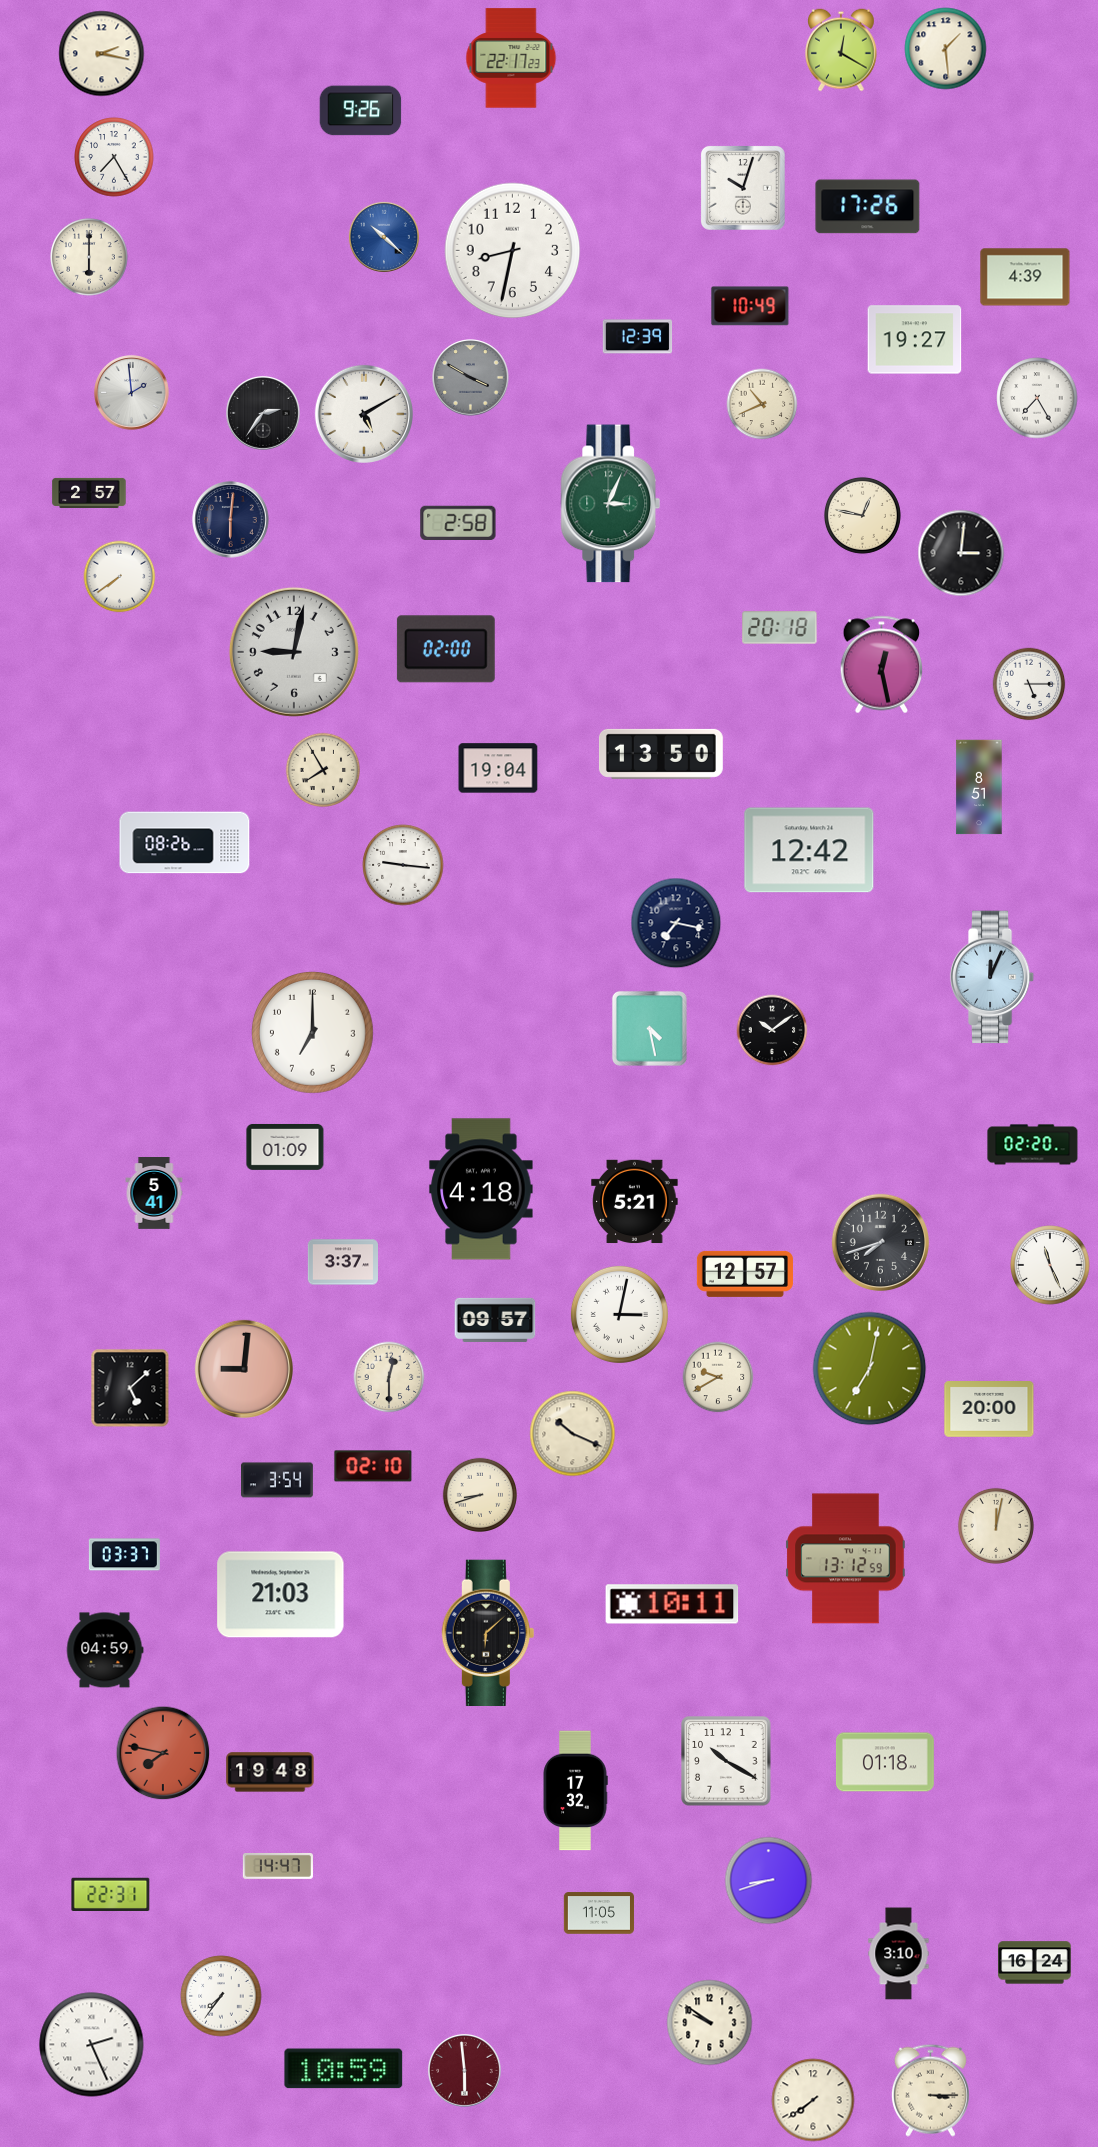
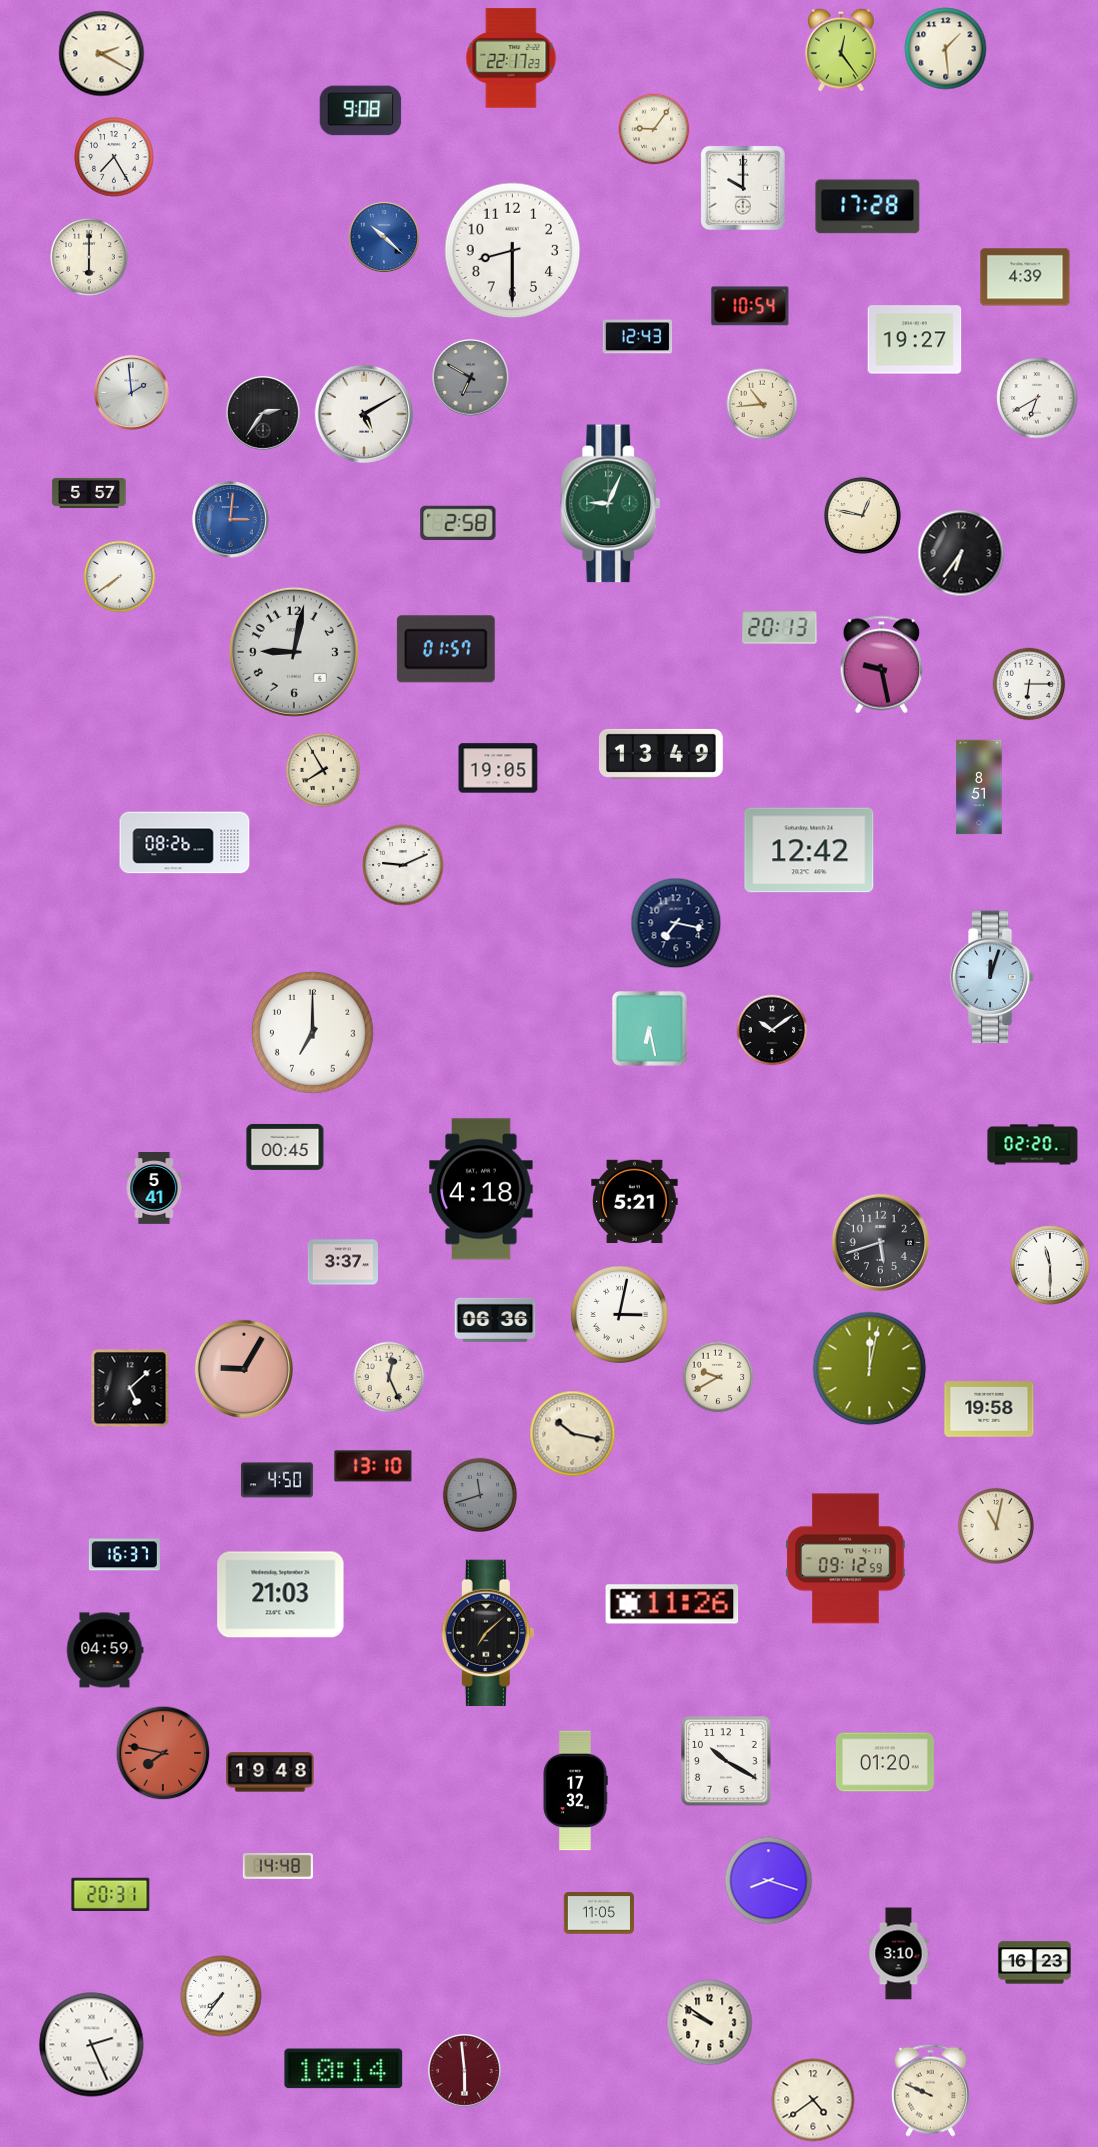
clock at (842, 50): 12:20 -> 12:24
clock at (102, 54): 2:17 -> 2:20
clock at (361, 111): 9:26 -> 9:08
clock at (654, 129): none -> 9:06
clock at (744, 189): 10:03 -> 10:00
clock at (868, 207): 17:26 -> 17:28
clock at (513, 251): 8:32 -> 8:30
clock at (750, 306): 10:49 -> 10:54
clock at (638, 337): 12:39 -> 12:43
clock at (471, 378): 3:50 -> 6:50
clock at (1037, 398): 7:25 -> 6:40
clock at (762, 404): 10:41 -> 10:44
clock at (89, 493): 2:57 -> 5:57
clock at (611, 504): 3:04 -> 9:04
clock at (231, 520): 6:01 -> 3:01
clock at (231, 520) dial: navy -> blue
clock at (961, 553): 3:01 -> 6:36
clock at (780, 628): 20:18 -> 20:13
clock at (446, 649): 02:00 -> 01:57
clock at (882, 665): 12:28 -> 9:28
clock at (1029, 684): 5:15 -> 6:15
clock at (661, 754): 13:50 -> 13:49
clock at (498, 768): 19:04 -> 19:05
clock at (403, 865): 9:16 -> 9:11
clock at (992, 977): 12:04 -> 12:03
clock at (649, 1028): 4:28 -> 6:28
clock at (285, 1147): 01:09 -> 00:45
clock at (154, 1194) position: (154, 1194) -> (154, 1189)
clock at (880, 1242): 7:42 -> 5:42
clock at (1050, 1265): 11:26 -> 11:30
clock at (745, 1274): 12:57 -> none
clock at (495, 1320): 09:57 -> 06:36
clock at (244, 1369): 9:01 -> 9:05
clock at (870, 1369): 7:02 -> 12:02
clock at (389, 1377): 12:30 -> 12:26
clock at (989, 1410): 20:00 -> 19:58
clock at (573, 1434): 10:19 -> 10:17
clock at (373, 1466): 02:10 -> 13:10
clock at (278, 1480): 3:54 -> 4:50
clock at (479, 1494): 8:42 -> 11:42
clock at (479, 1494) dial: cream -> grey
clock at (996, 1526): 12:02 -> 11:02
clock at (124, 1555): 03:37 -> 16:37
clock at (846, 1559): 13:12 -> 09:12
clock at (672, 1604): 10:11 -> 11:26
clock at (488, 1632): 6:08 -> 7:08
clock at (885, 1762): 01:18 -> 01:20
clock at (278, 1867): 14:47 -> 14:48
clock at (769, 1881): 8:42 -> 8:18
clock at (111, 1894): 22:31 -> 20:31
clock at (1035, 1963): 16:24 -> 16:23
clock at (344, 2069): 10:59 -> 10:14
clock at (930, 2090): 3:15 -> 9:49
clock at (813, 2100): 7:39 -> 4:39
